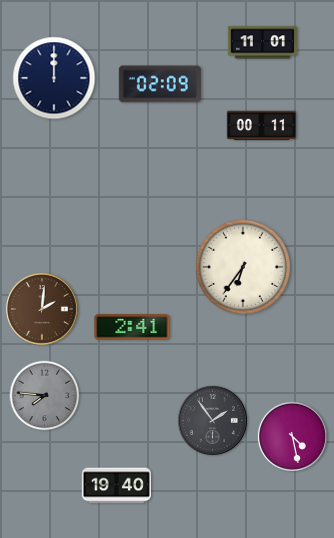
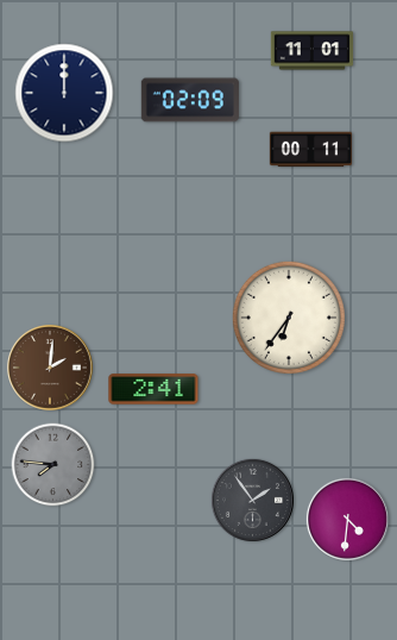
clock at (132, 327) position: (132, 327) -> (153, 389)
clock at (45, 396) position: (45, 396) -> (53, 465)
clock at (292, 436): 4:28 -> 4:31
clock at (116, 486): 19:40 -> none
